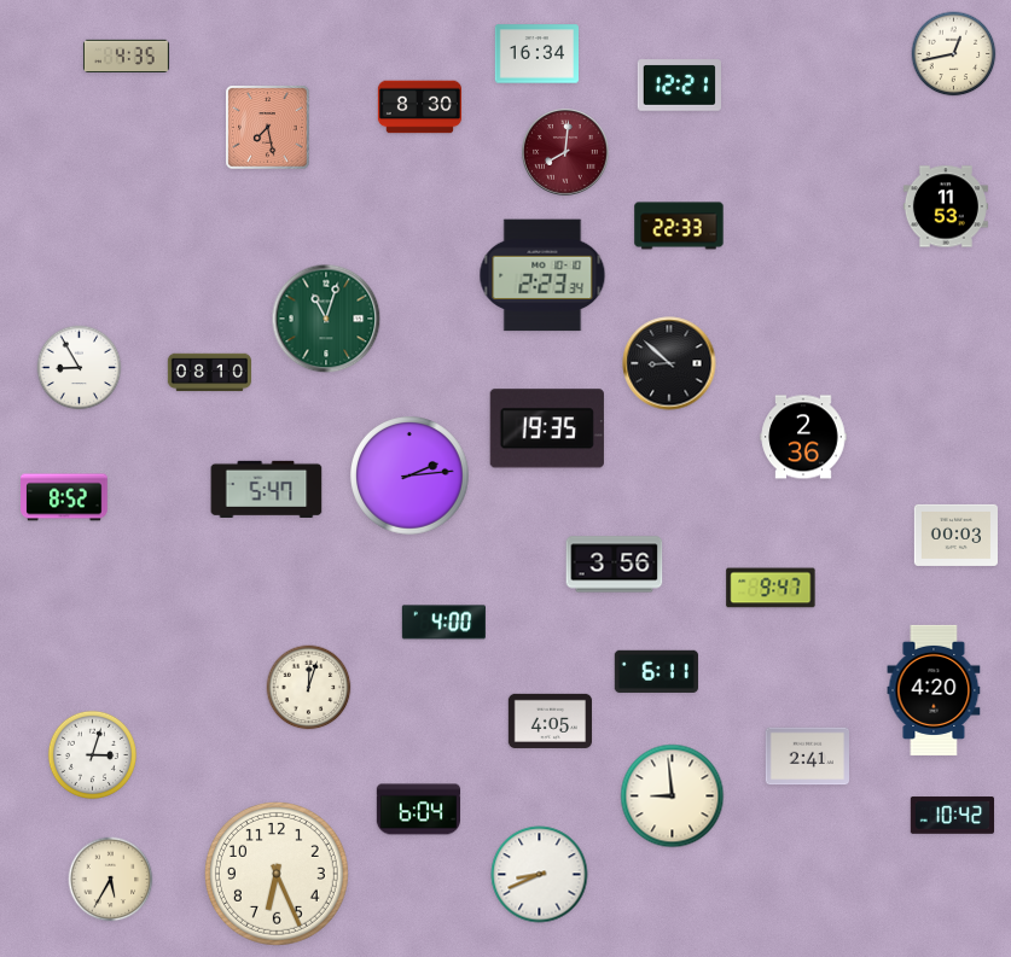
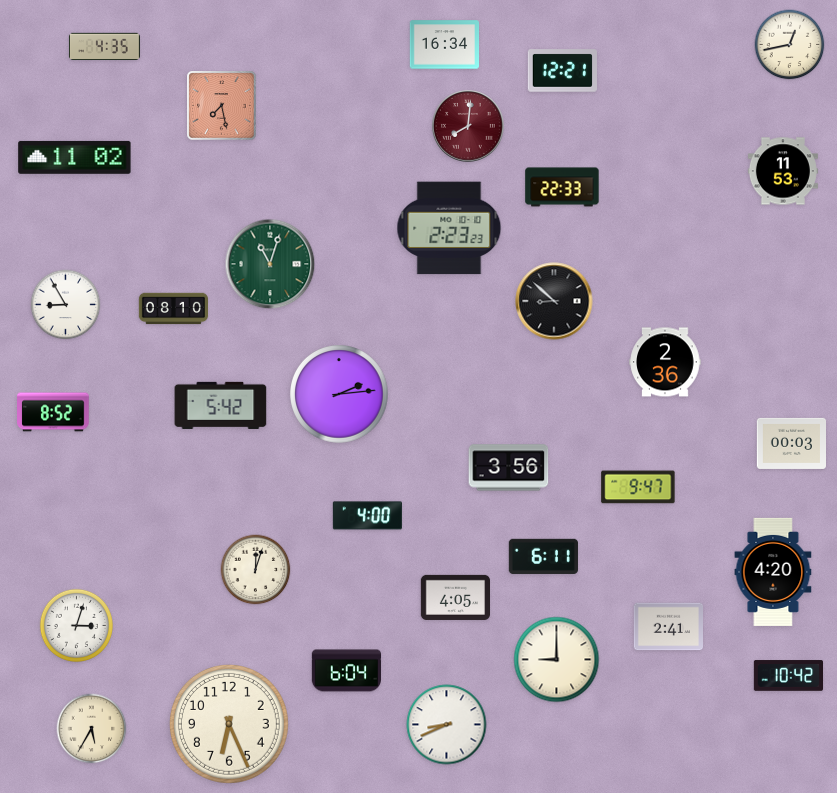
clock at (419, 107): 8:30 -> none
clock at (75, 157): none -> 11:02
clock at (542, 275): 2:23:34 -> 2:23:23
clock at (547, 428): 19:35 -> none
clock at (267, 489): 5:47 -> 5:42
clock at (673, 796): 8:59 -> 9:00
